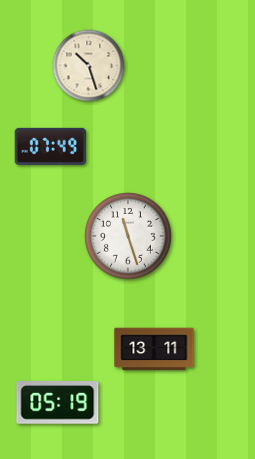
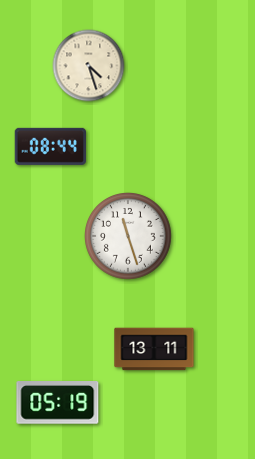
clock at (89, 66): 10:27 -> 4:27
clock at (50, 146): 07:49 -> 08:44
